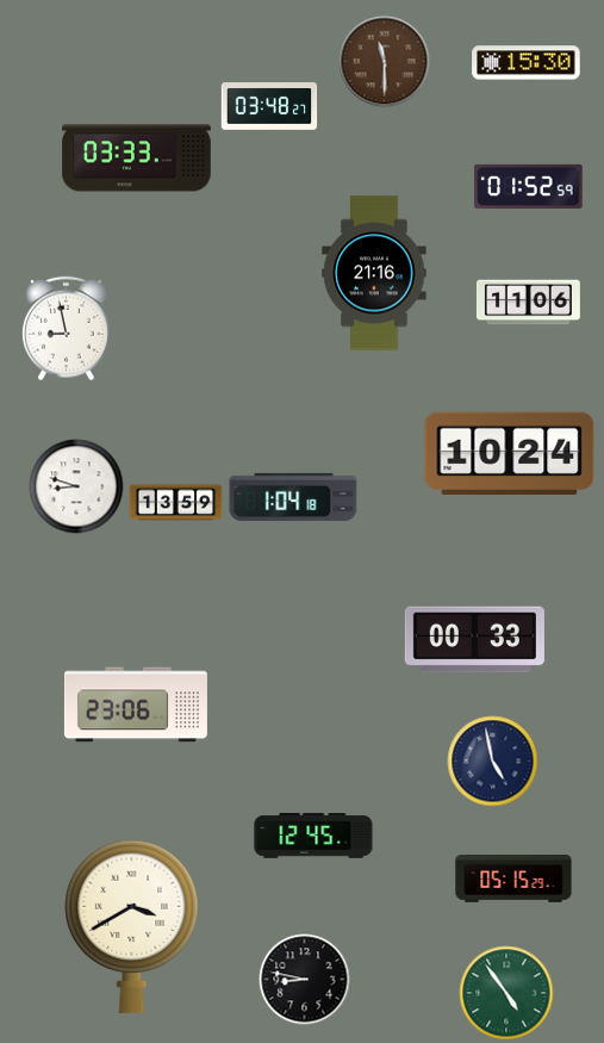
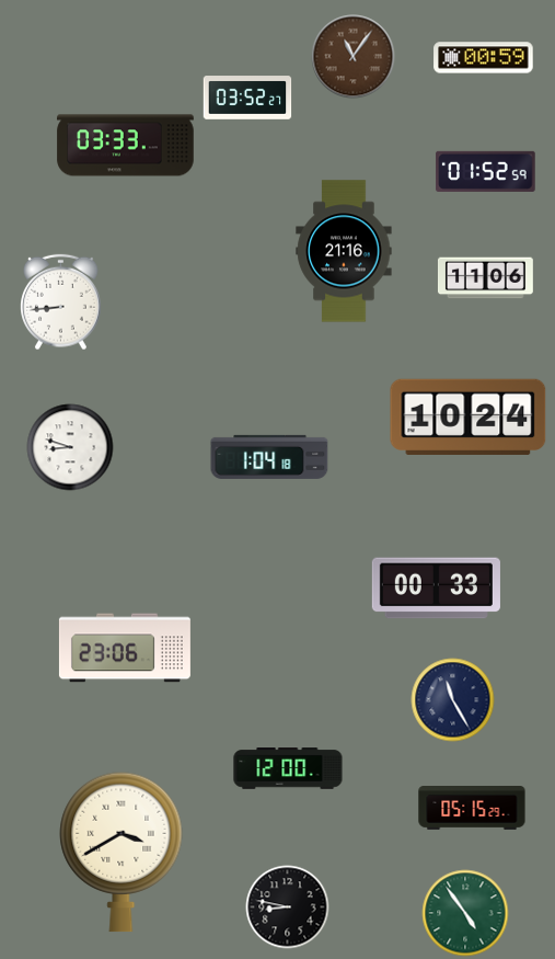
clock at (385, 62): 11:30 -> 11:06
clock at (527, 63): 15:30 -> 00:59
clock at (269, 106): 03:48 -> 03:52
clock at (67, 329): 8:58 -> 8:44
clock at (176, 503): 13:59 -> none
clock at (493, 762): 4:58 -> 11:25
clock at (313, 836): 12:45 -> 12:00
clock at (305, 980) position: (305, 980) -> (288, 907)
